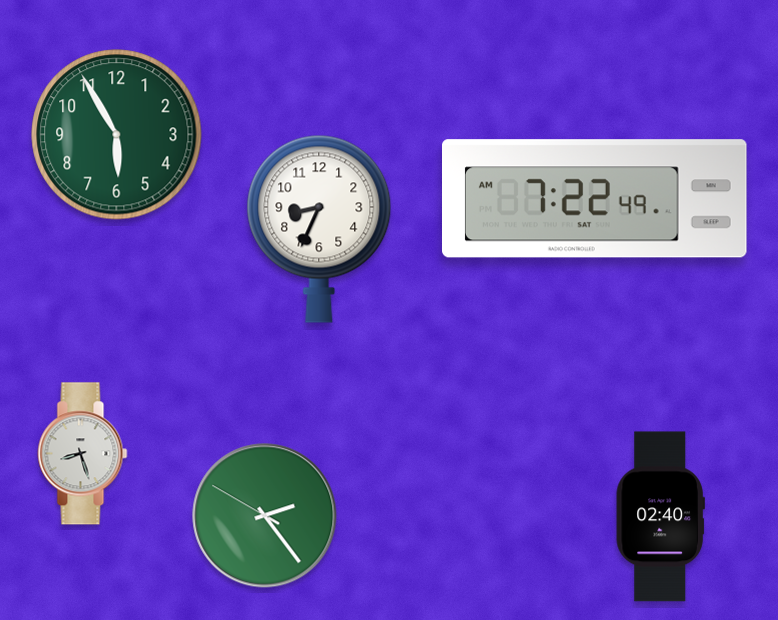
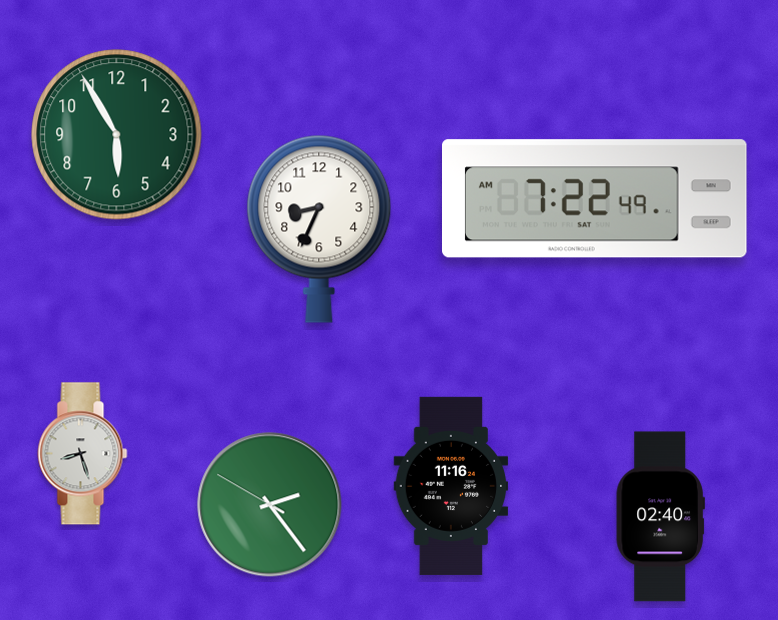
clock at (451, 486): none -> 11:16
clock at (265, 516) position: (265, 516) -> (270, 505)
